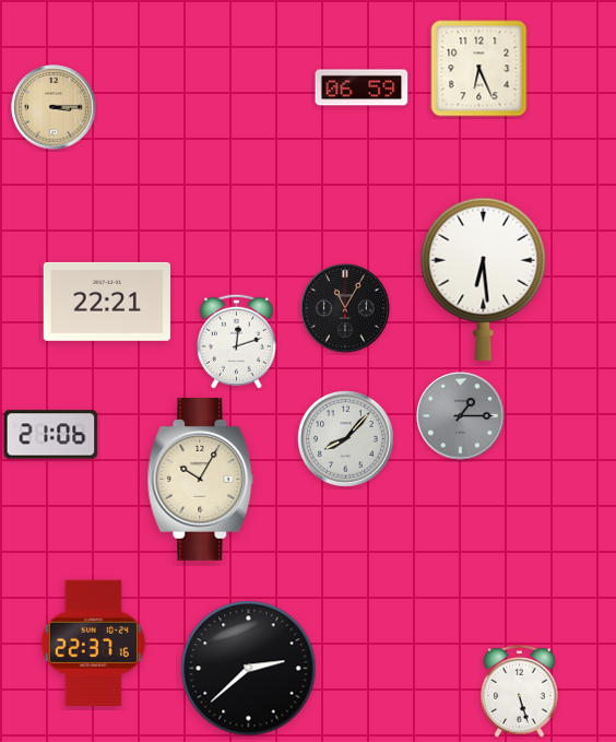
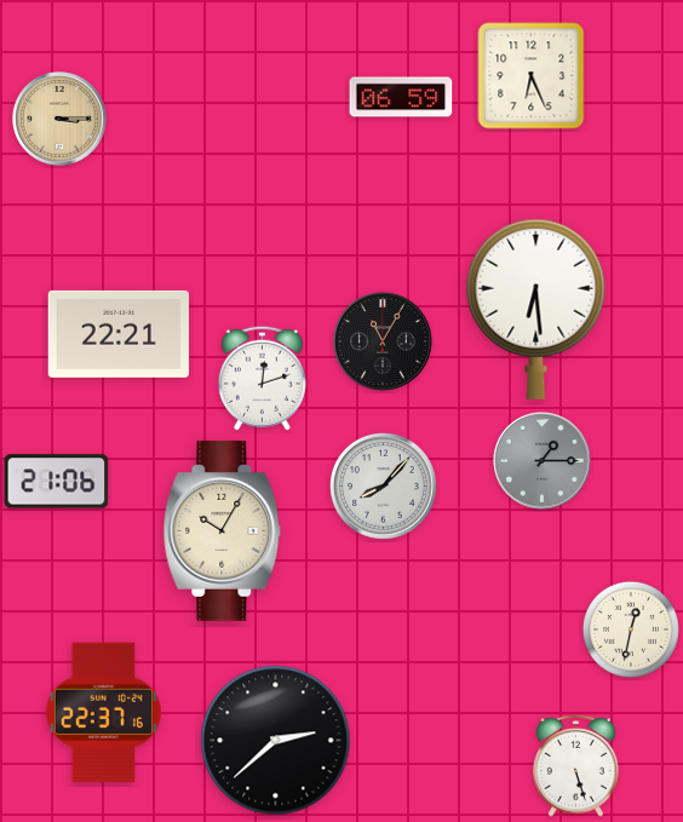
clock at (461, 416) position: (461, 416) -> (543, 461)
clock at (631, 630): none -> 12:32
